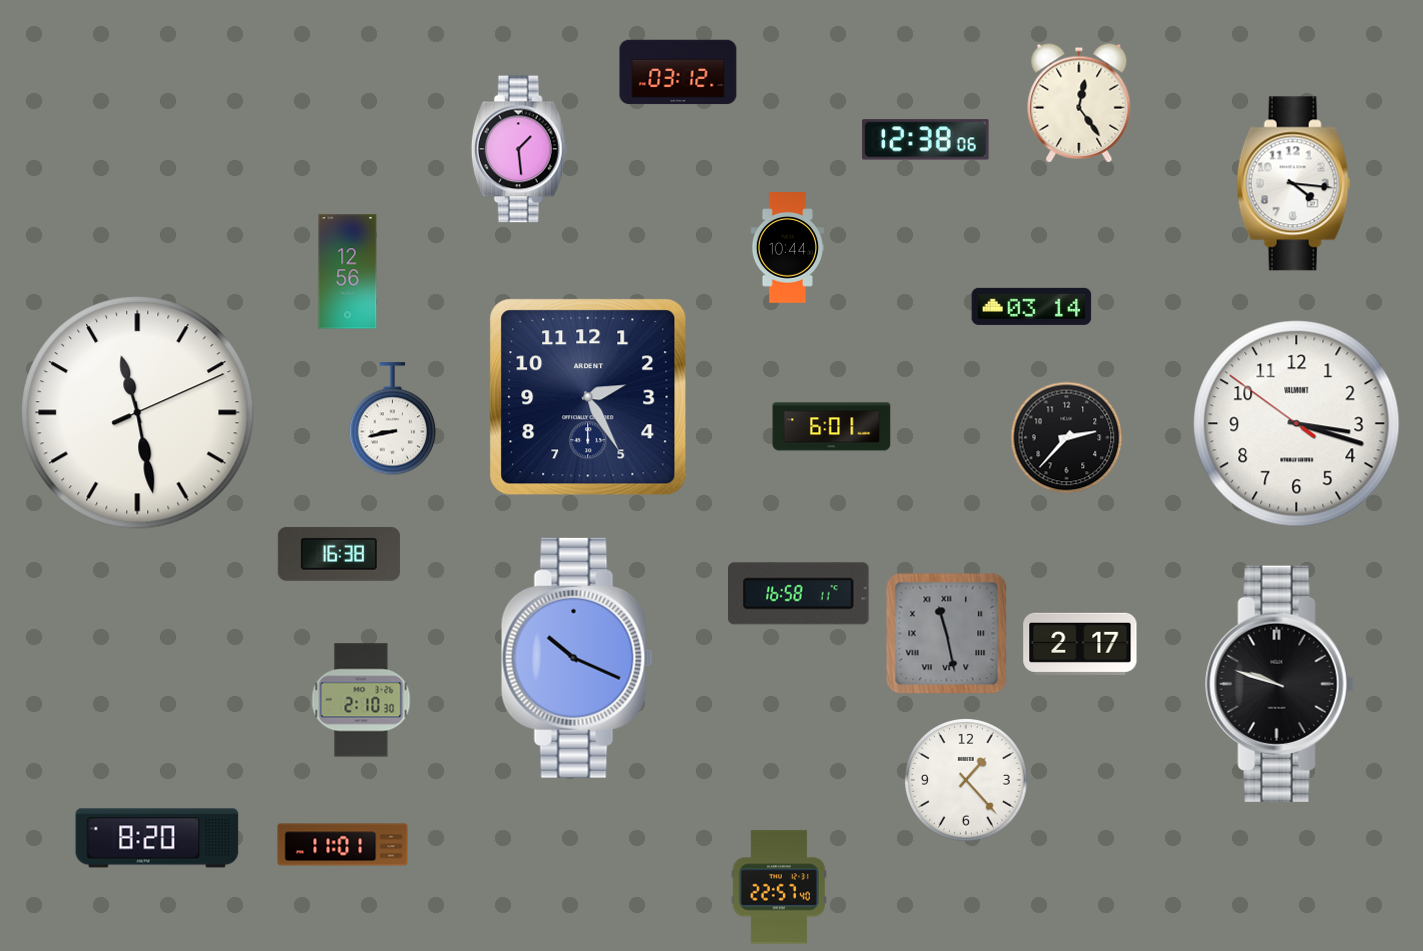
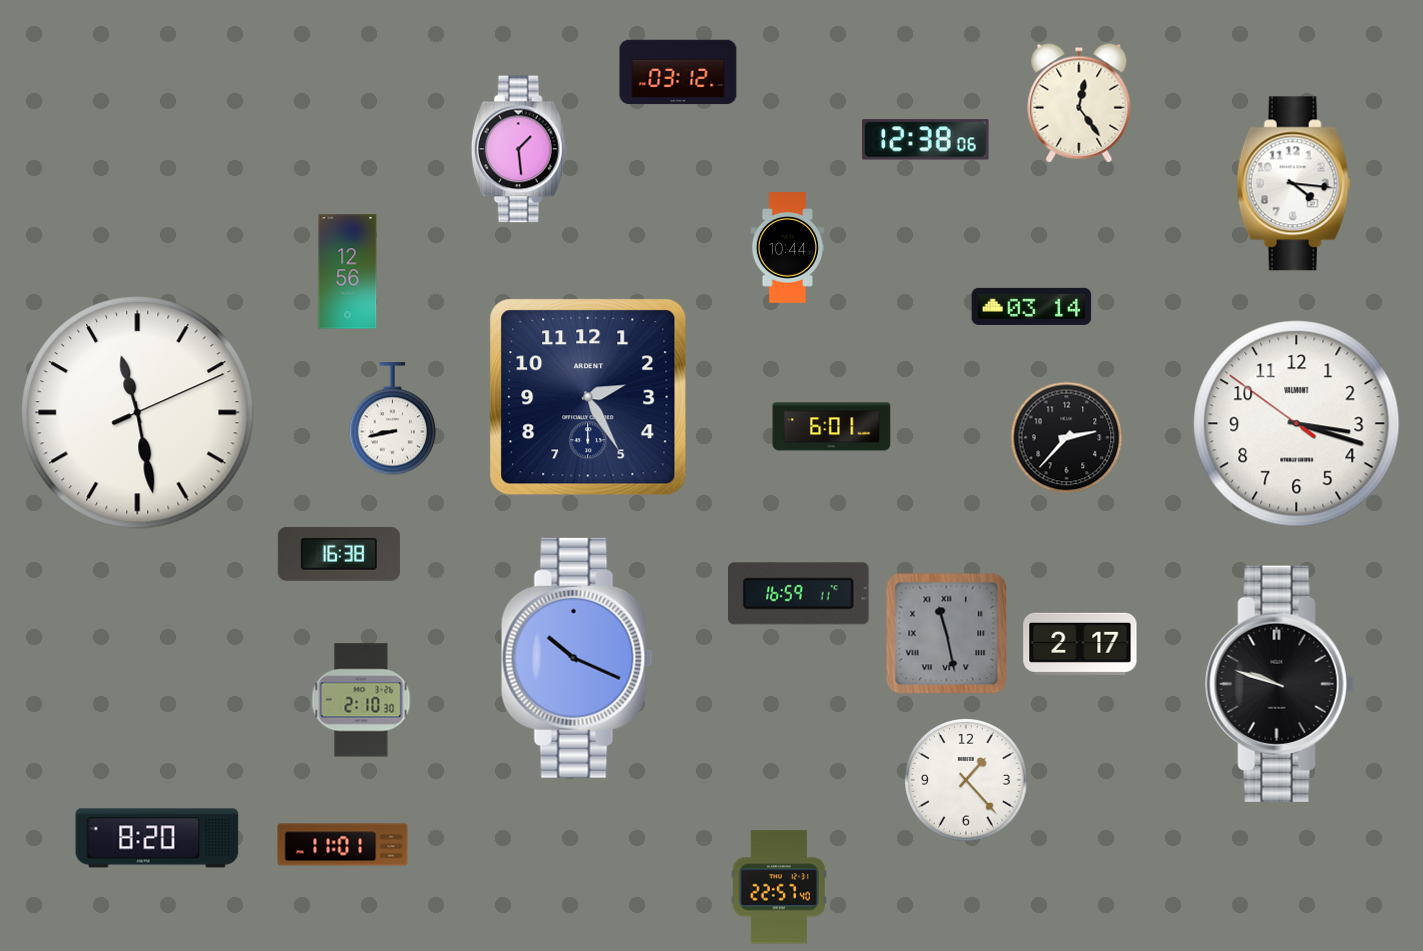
clock at (799, 594): 16:58 -> 16:59
